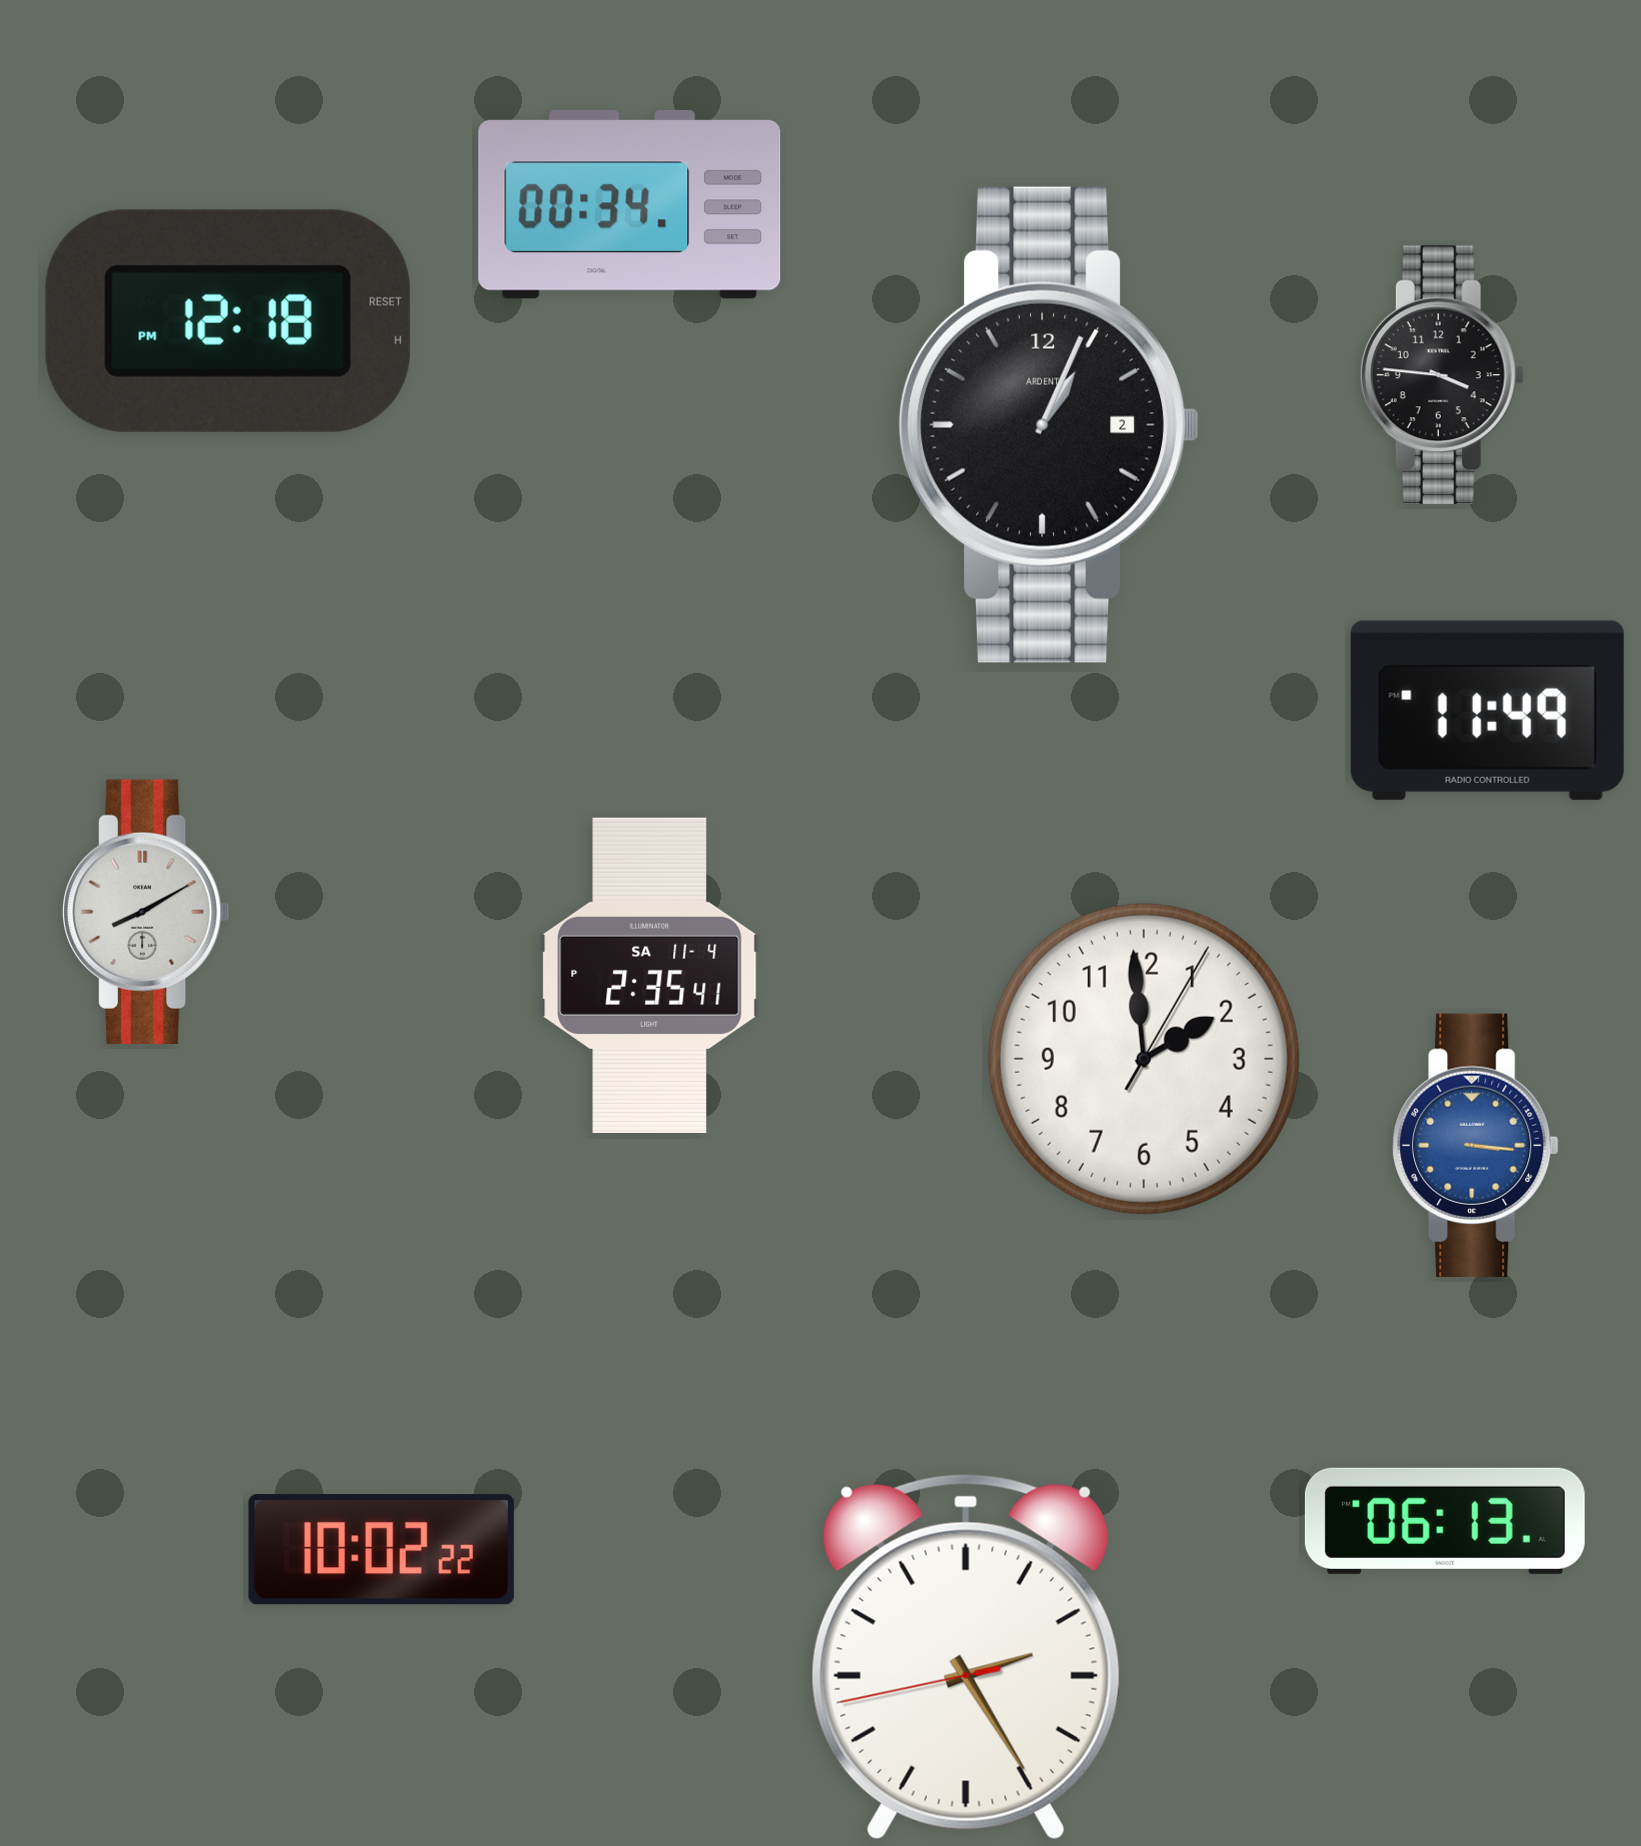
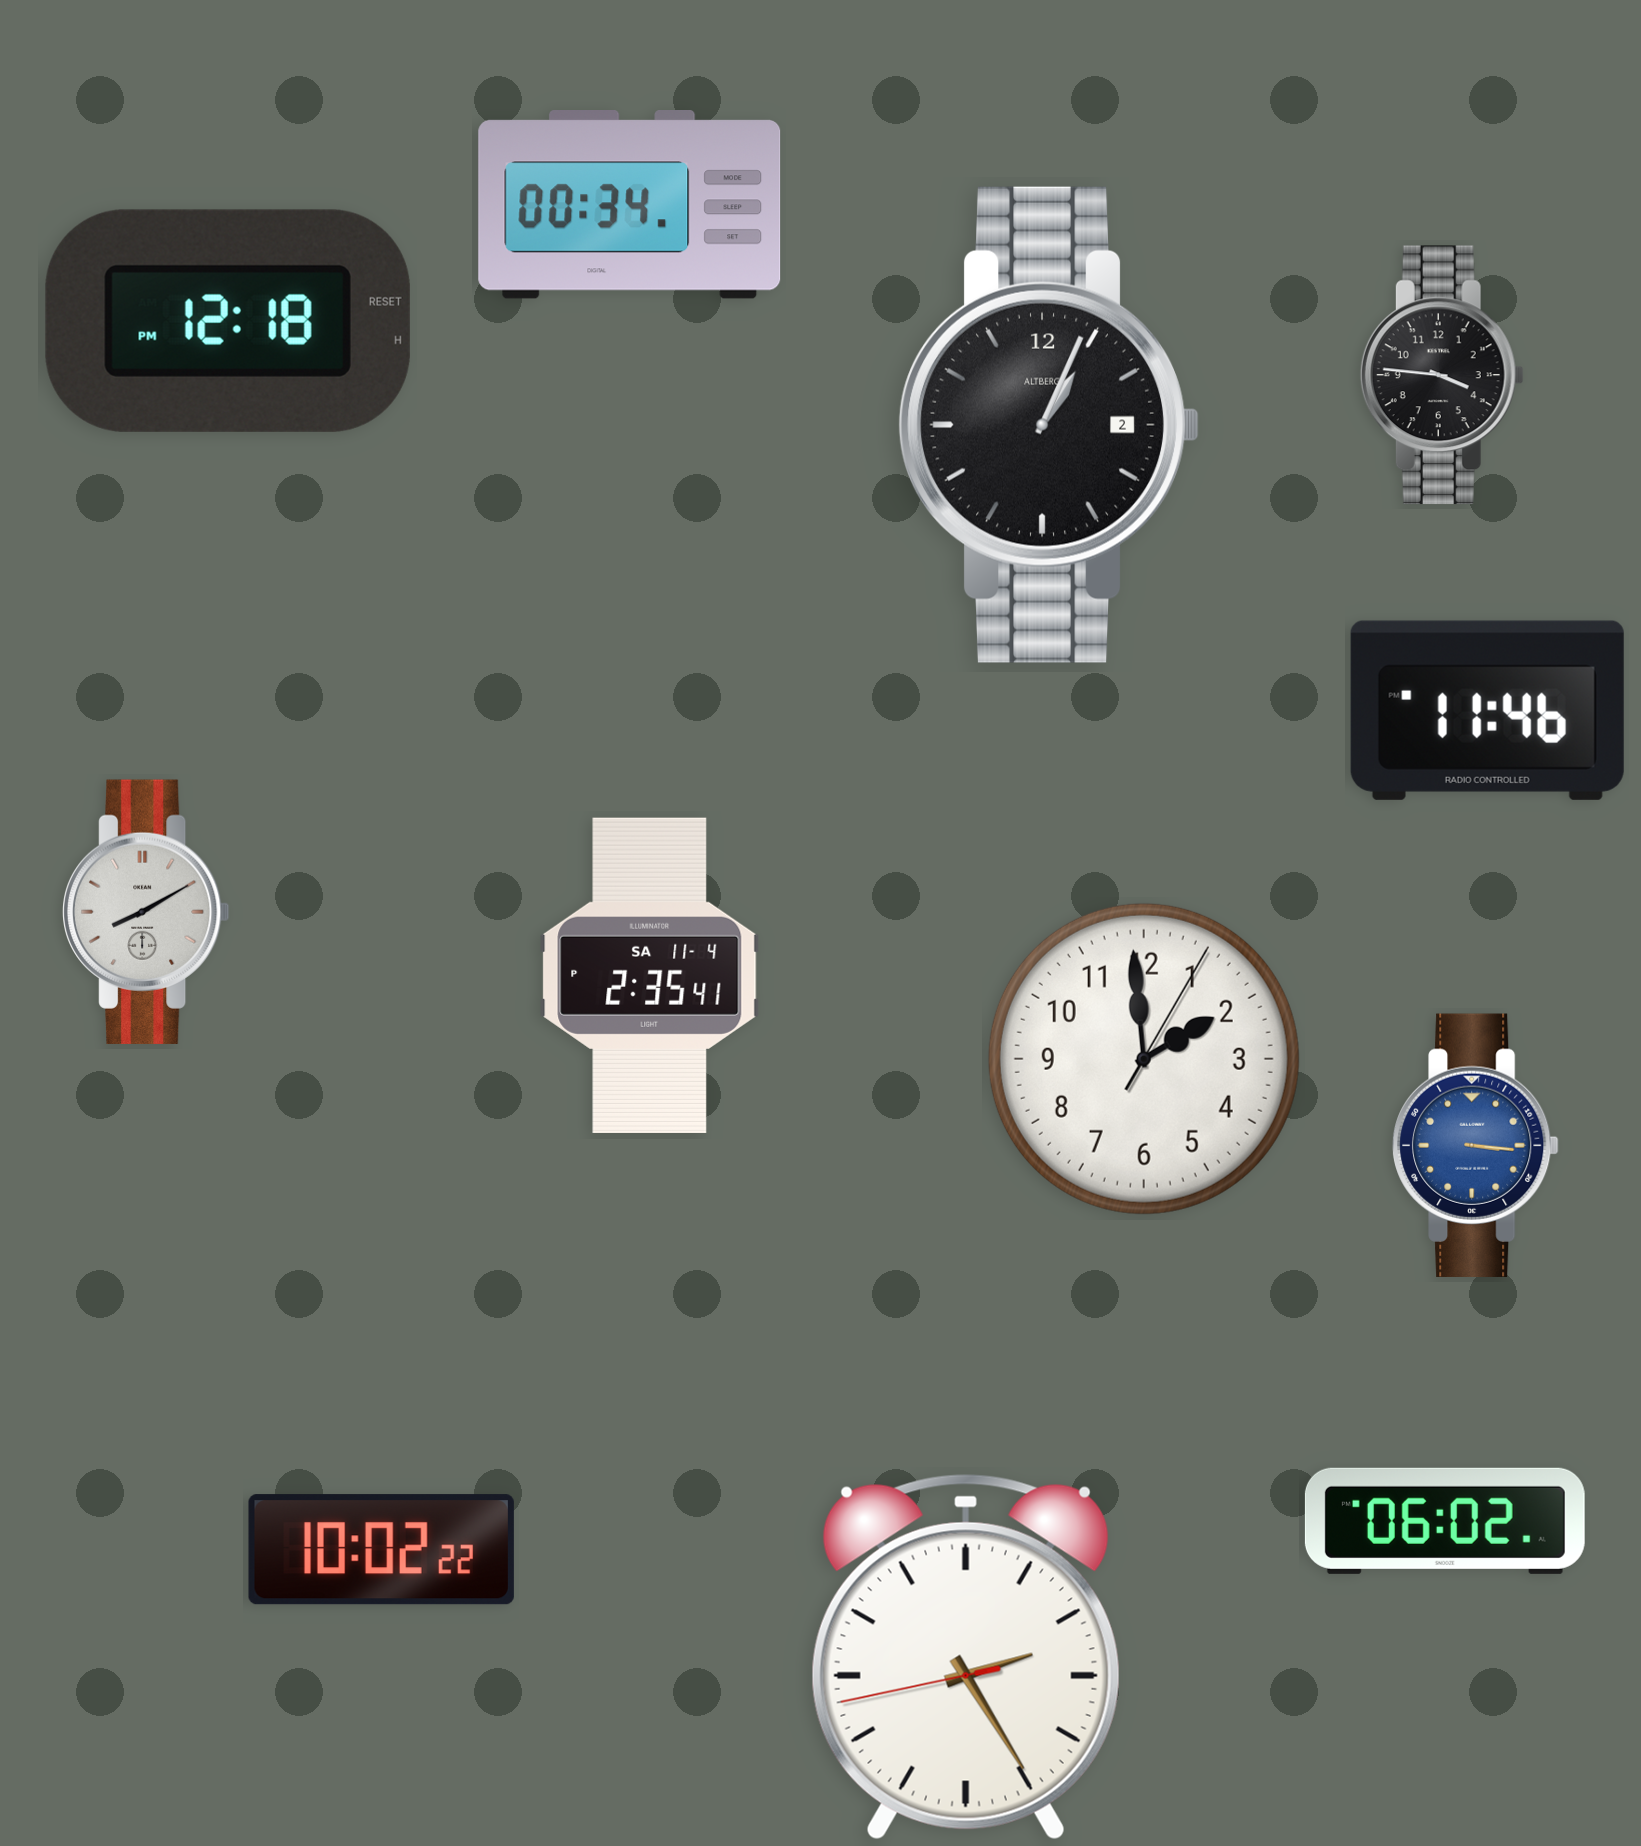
clock at (1048, 425) brand: ARDENT -> ALTBERG
clock at (1487, 710): 11:49 -> 11:46
clock at (1445, 1521): 06:13 -> 06:02
